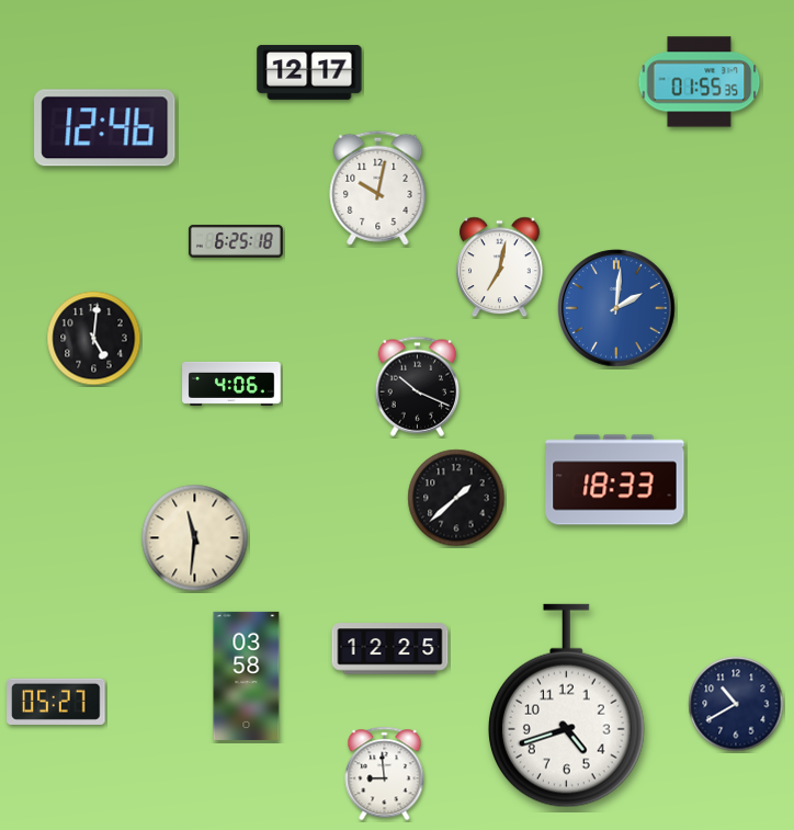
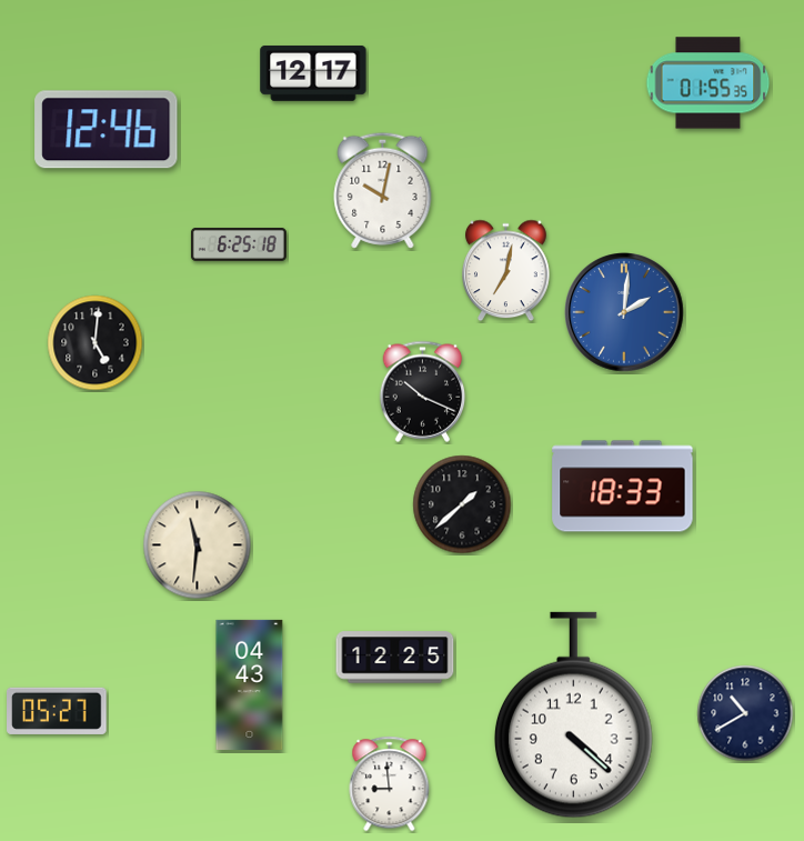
clock at (231, 384): 4:06 -> none
clock at (247, 675): 03:58 -> 04:43
clock at (566, 706): 4:42 -> 4:22
